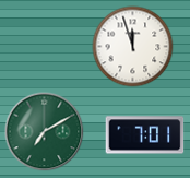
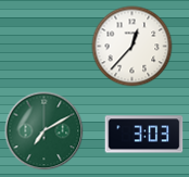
clock at (133, 47): 11:57 -> 12:37
clock at (145, 135): 7:01 -> 3:03
